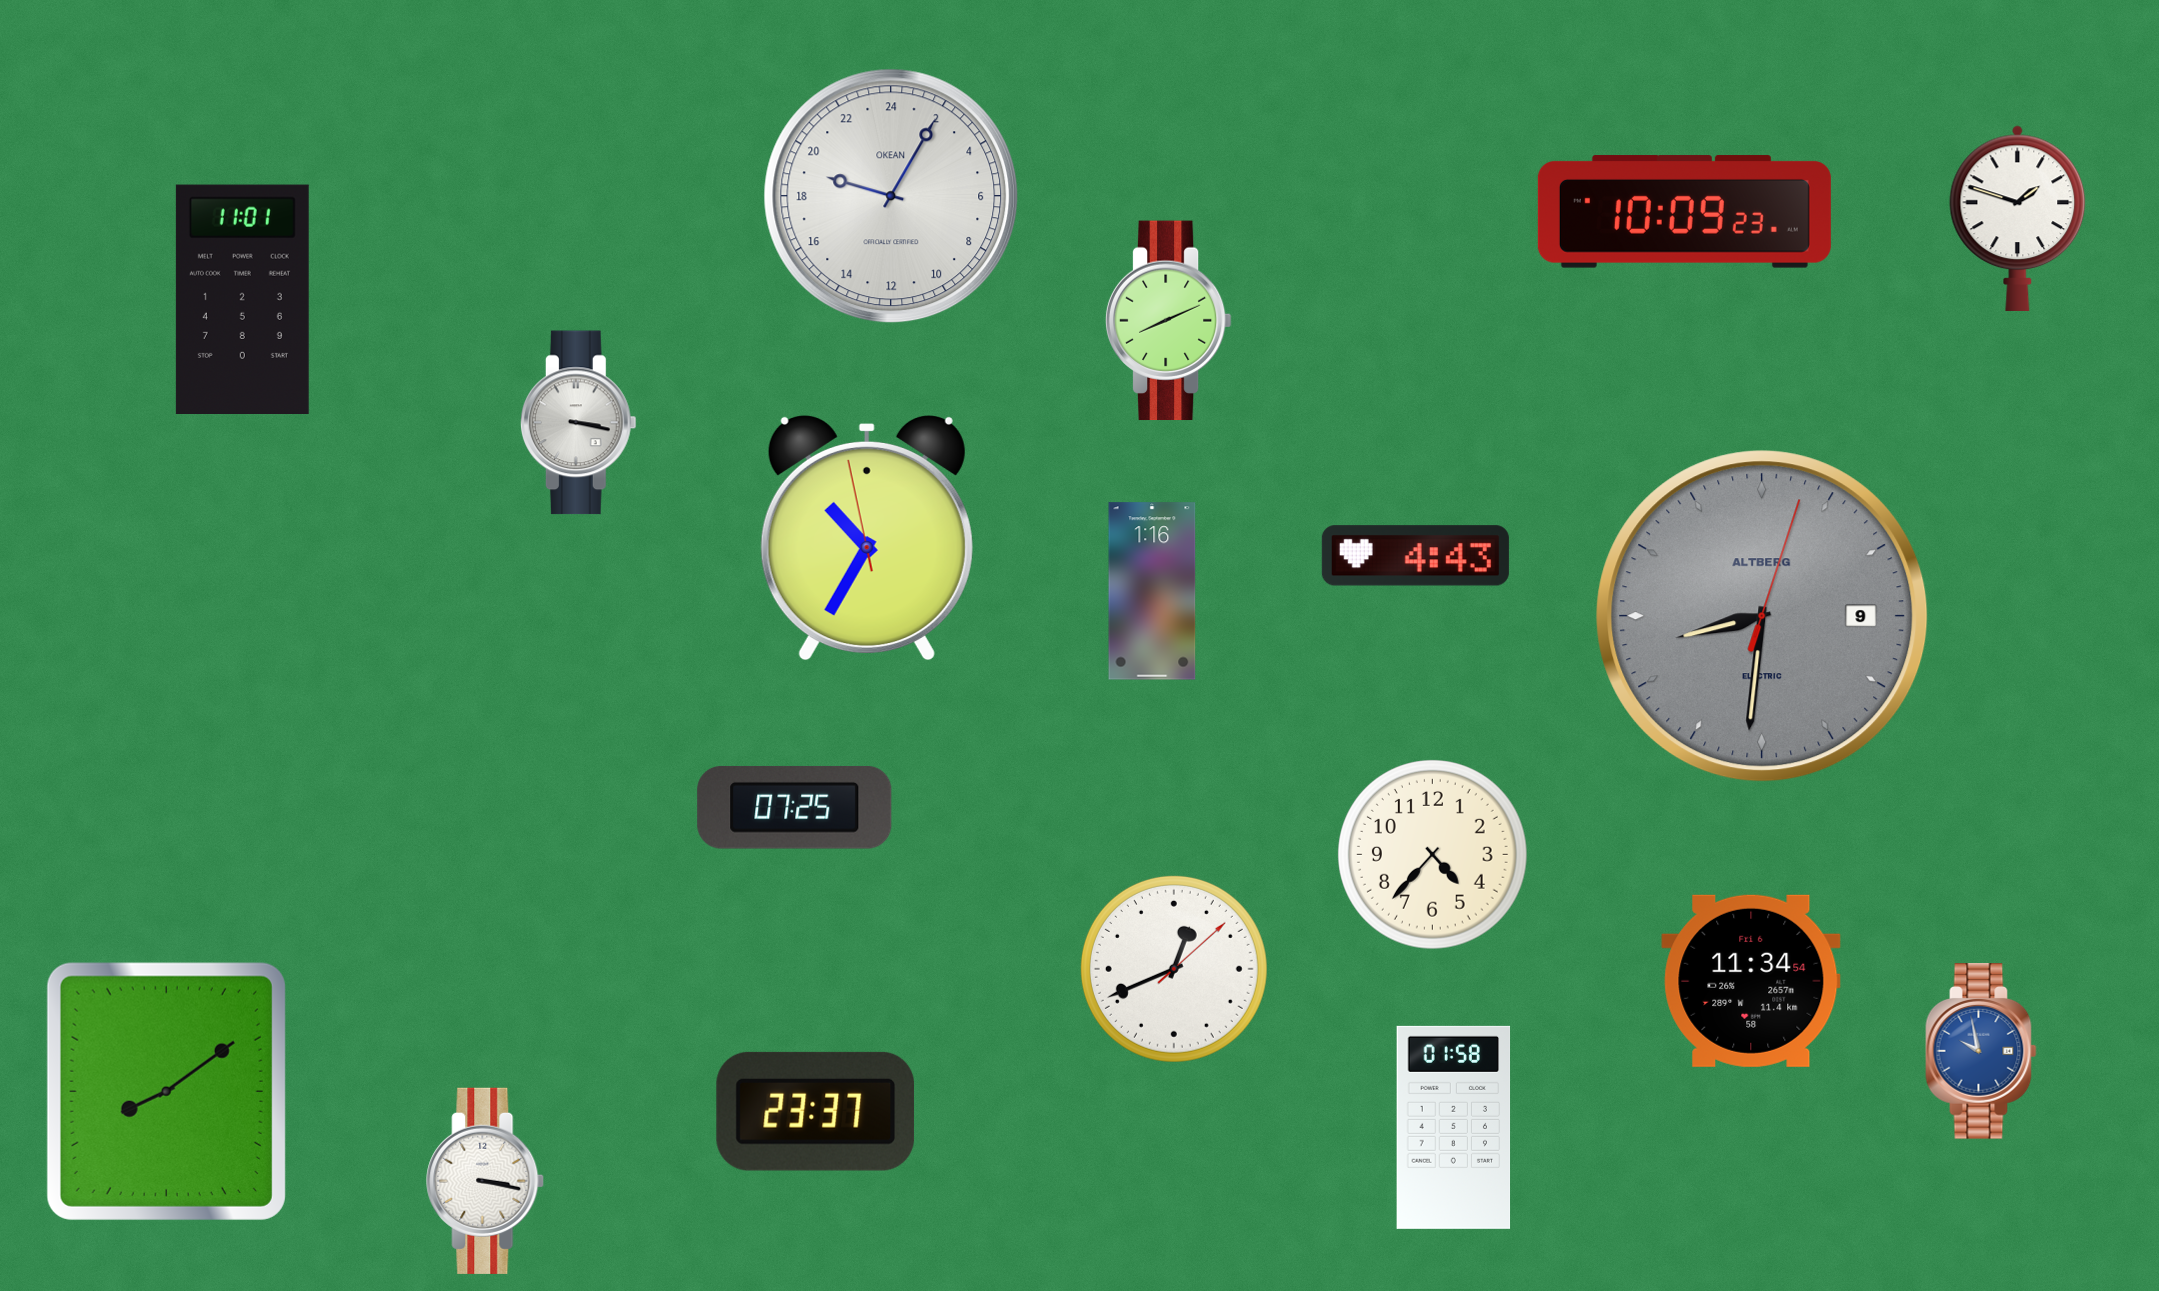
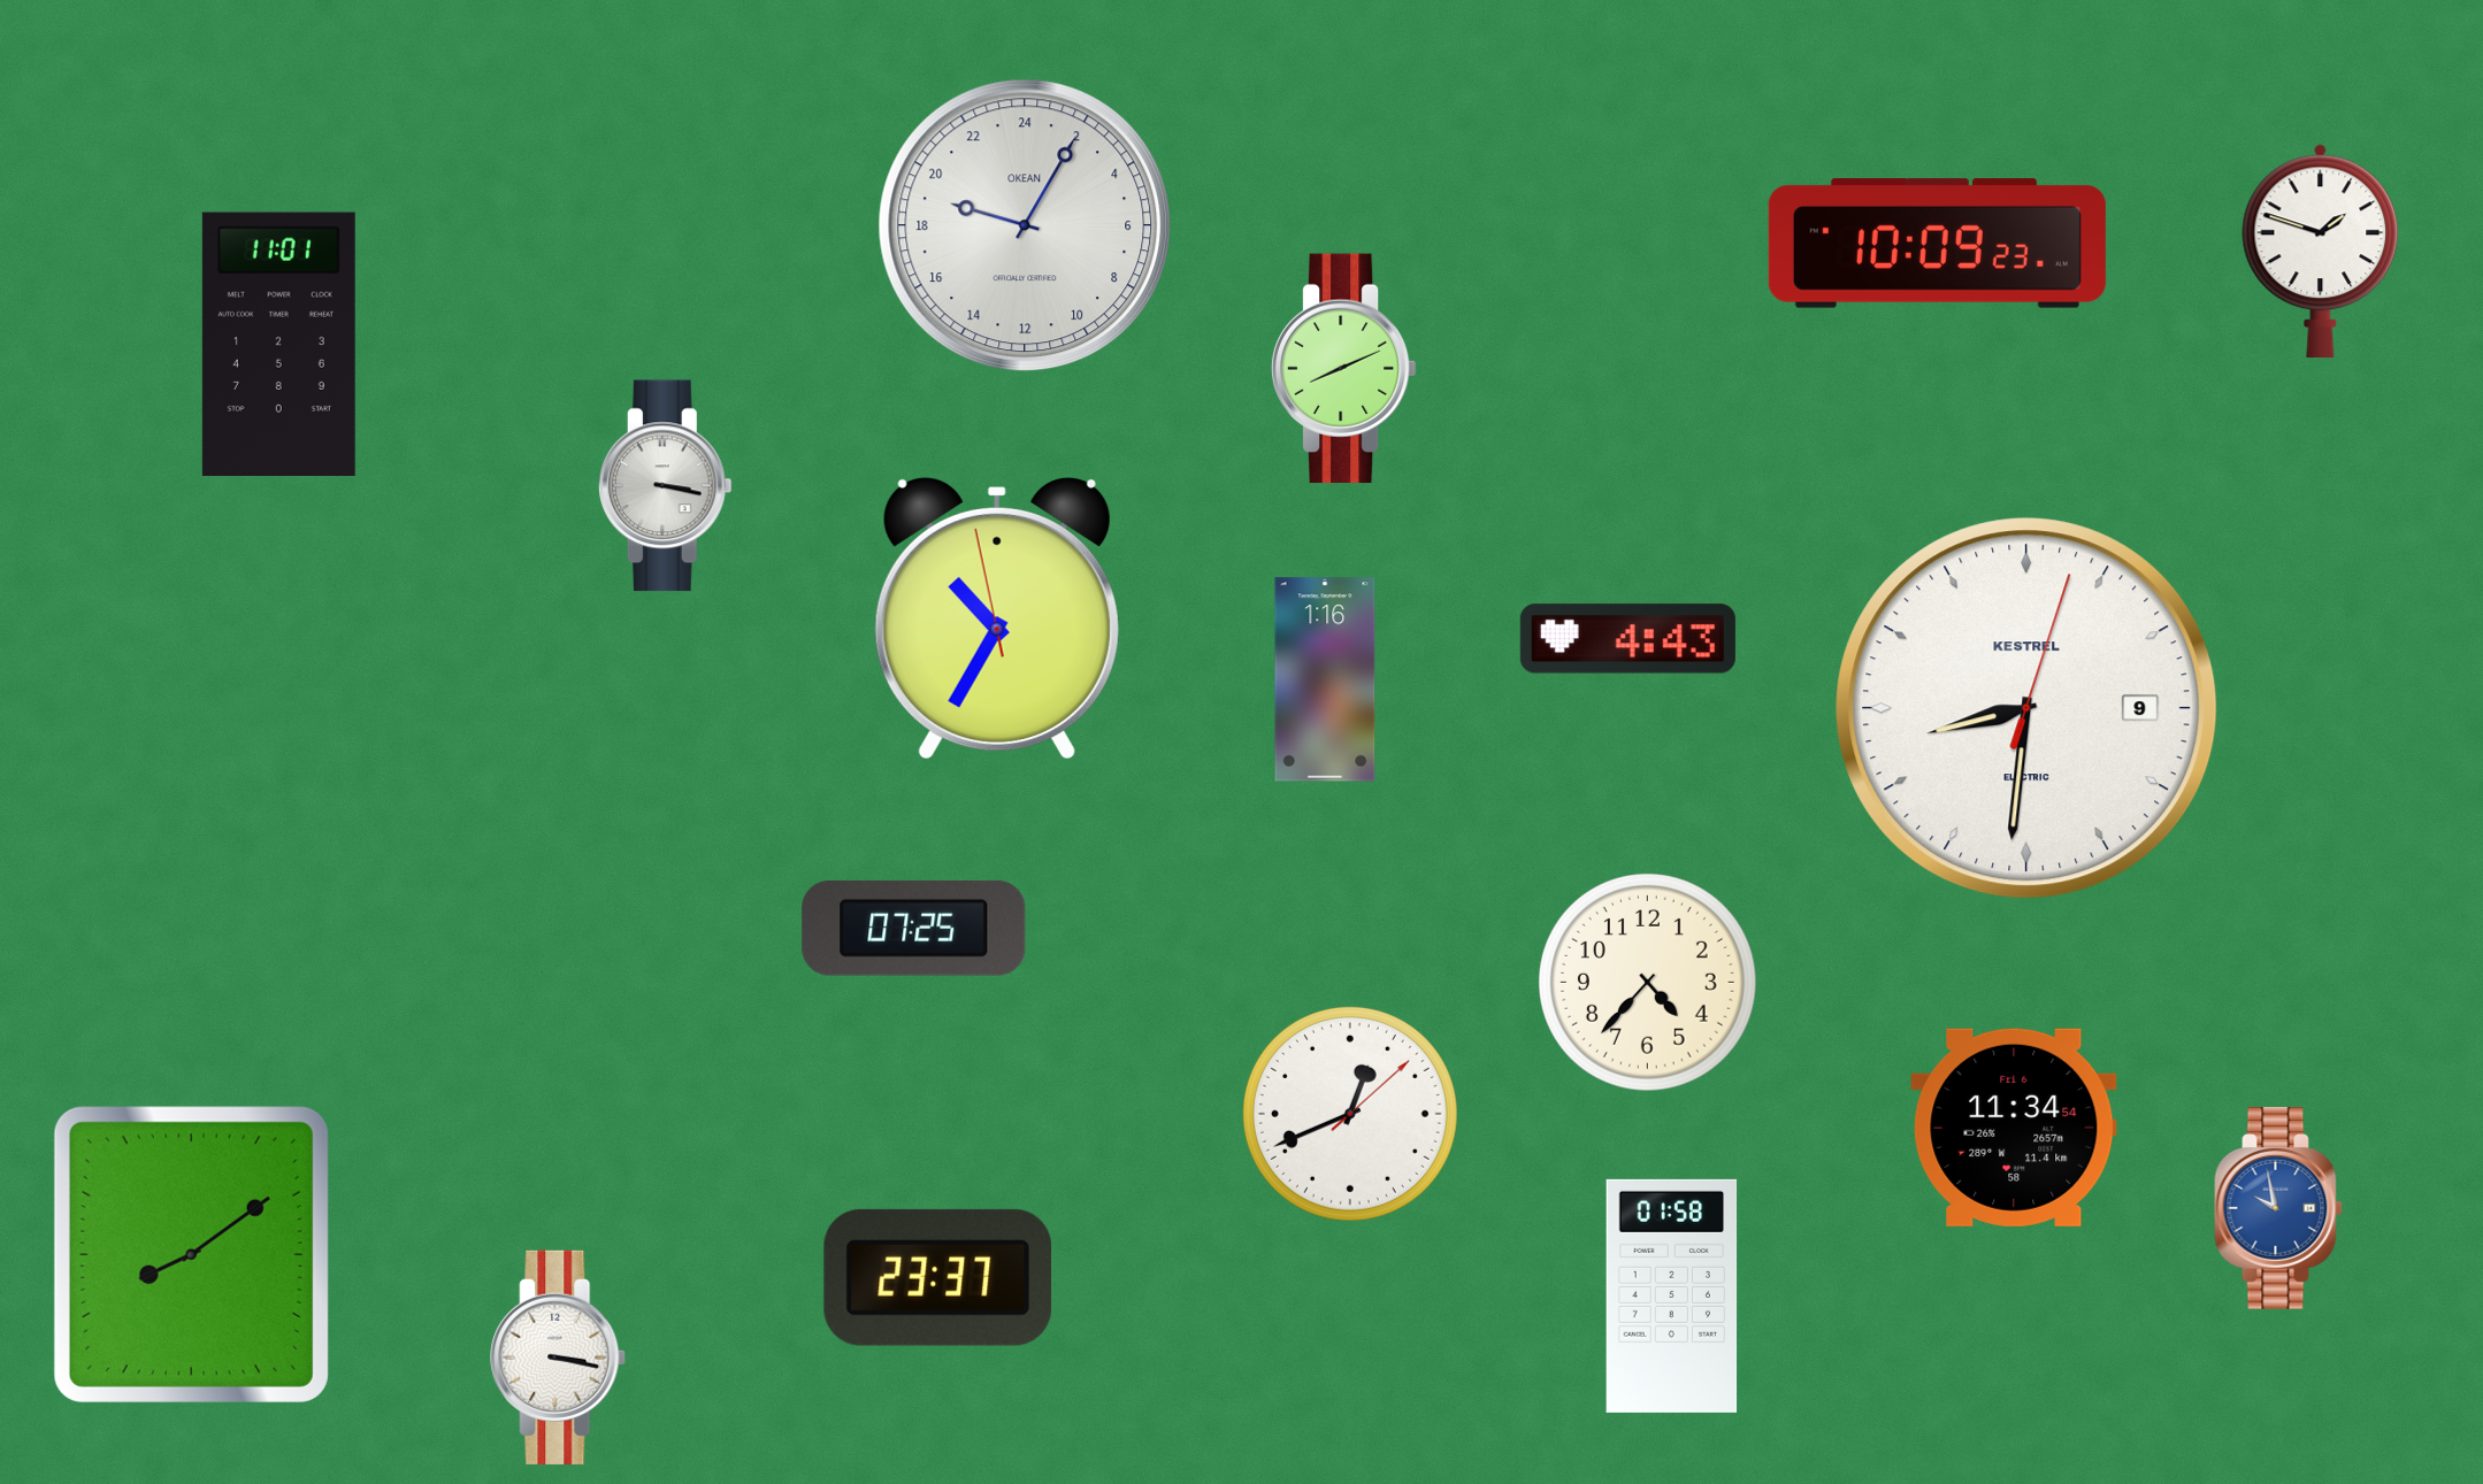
clock at (1762, 616) dial: grey -> white
clock at (1762, 616) brand: ALTBERG -> KESTREL
